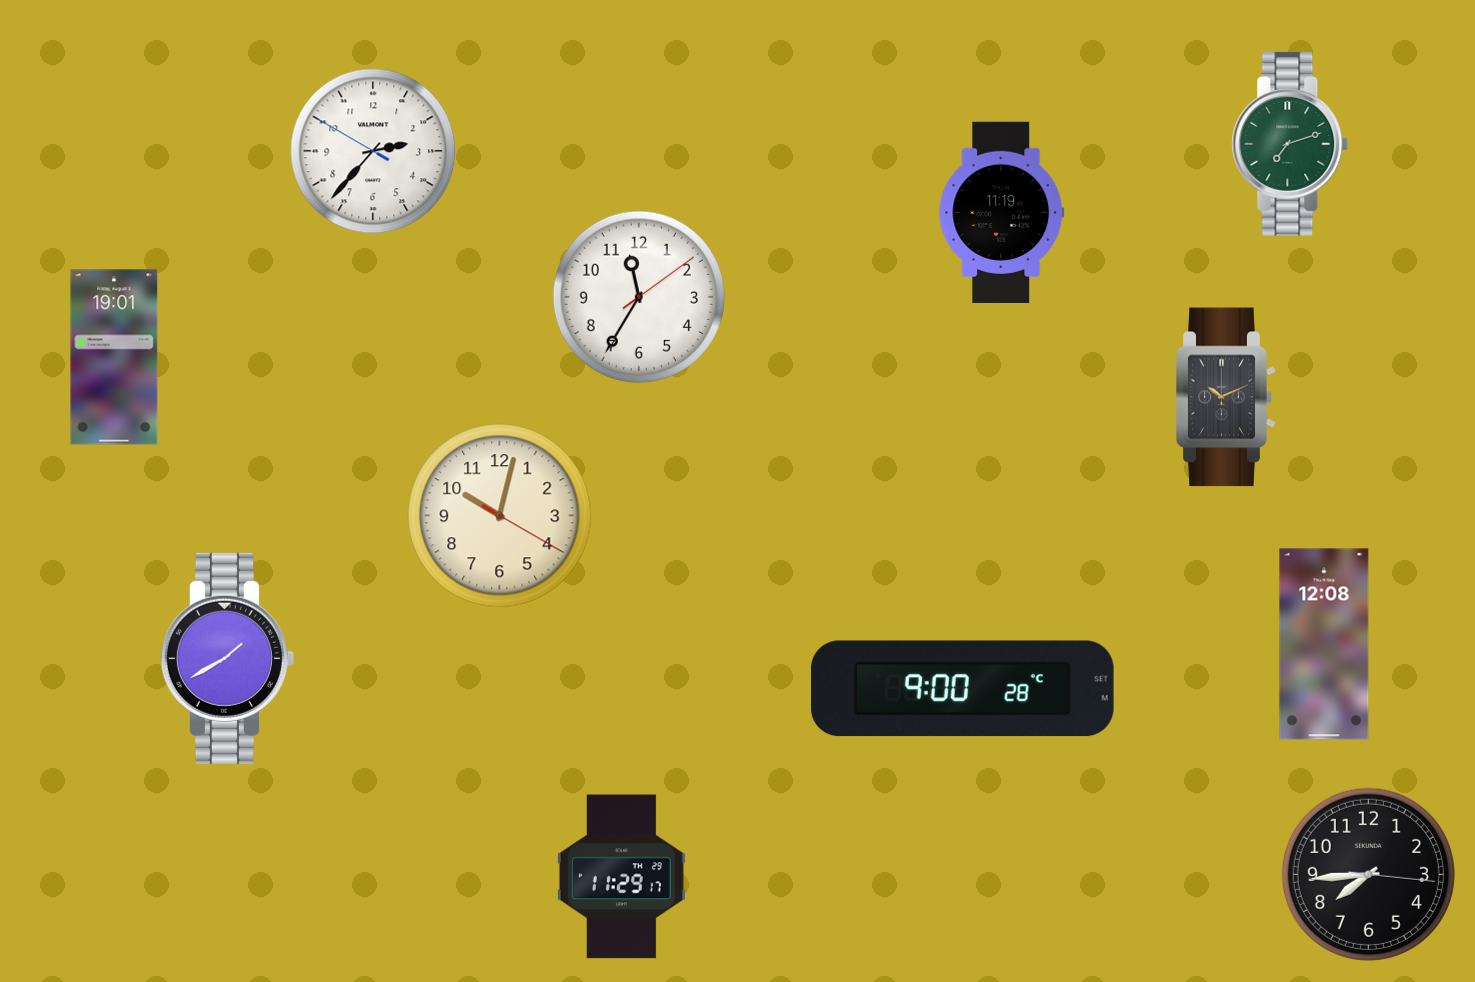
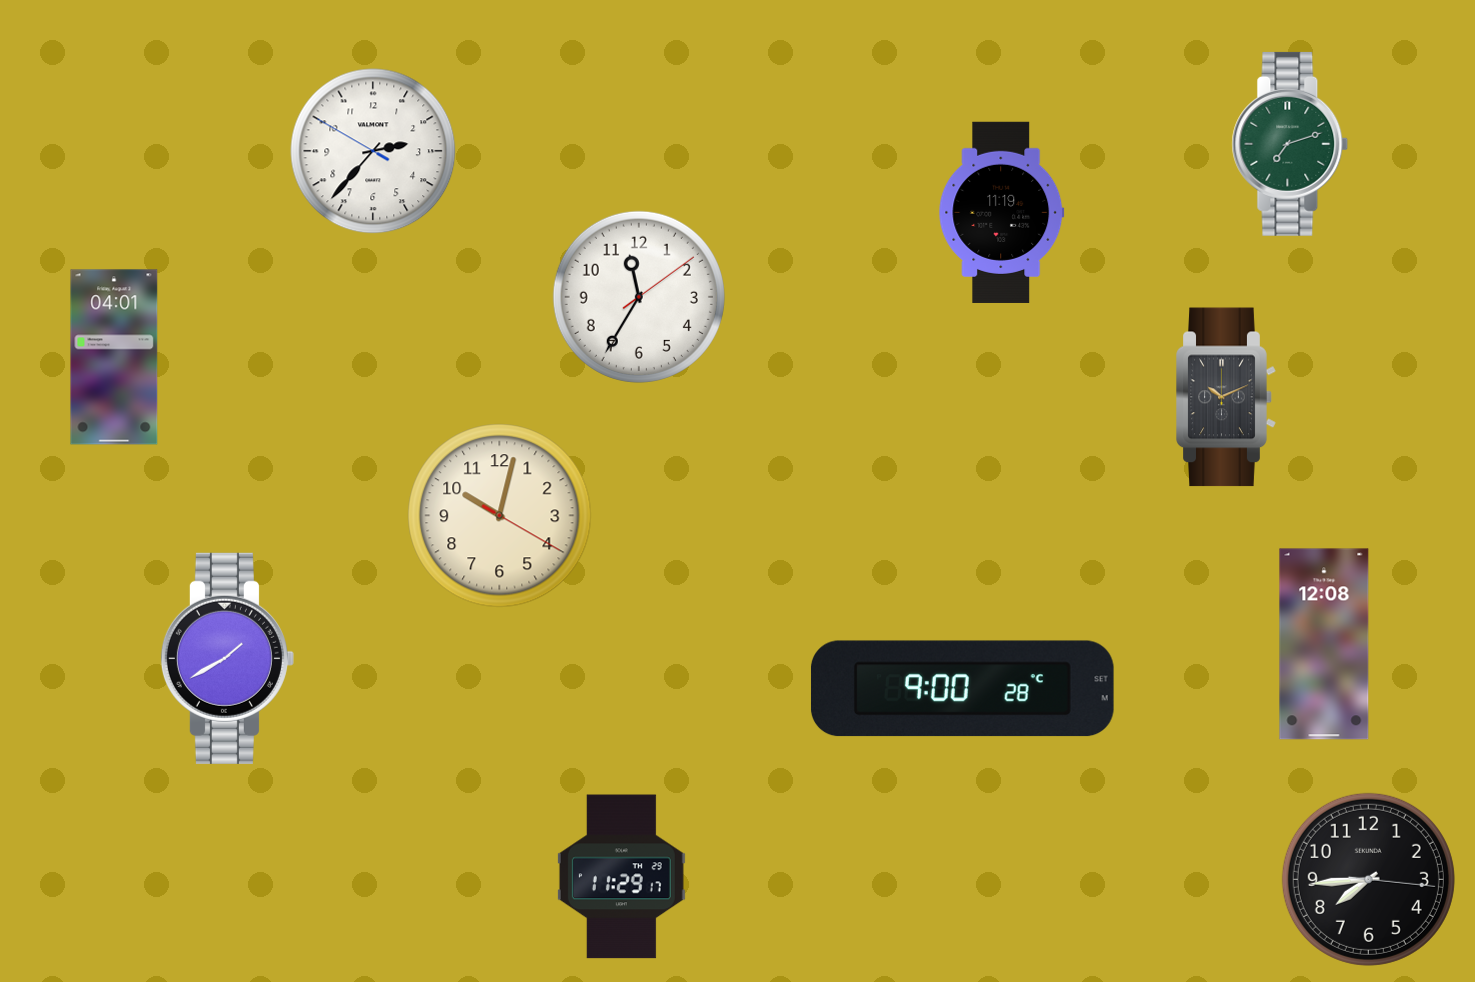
clock at (114, 357): 19:01 -> 04:01
clock at (1368, 874) position: (1368, 874) -> (1368, 879)
